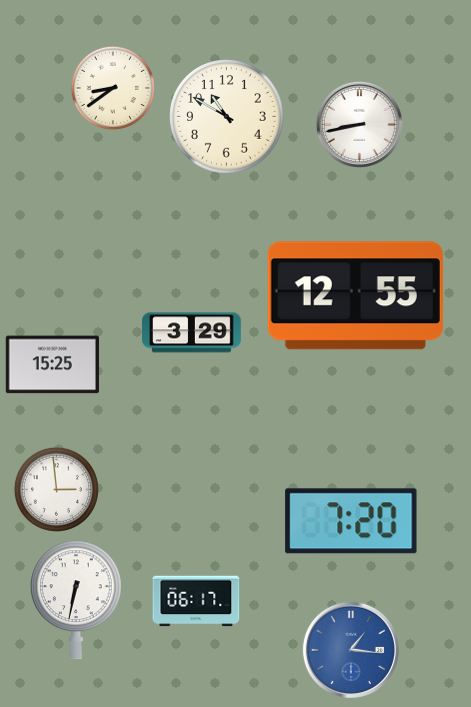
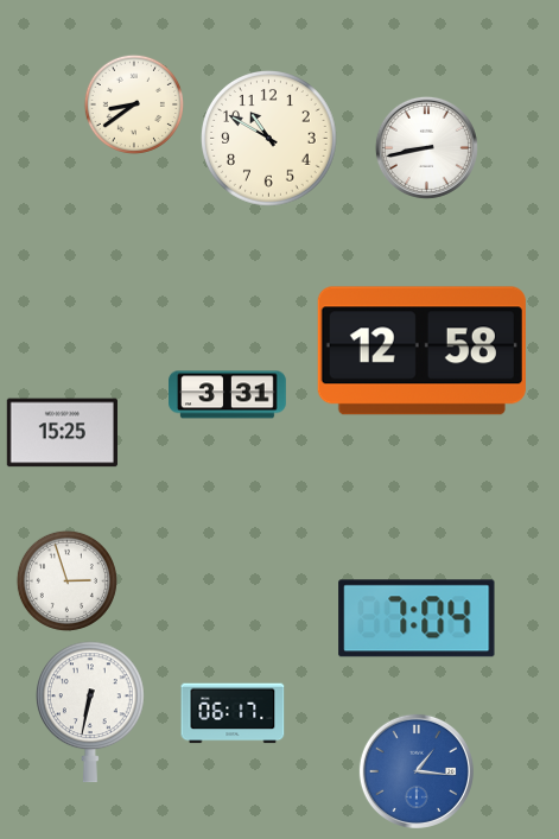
clock at (355, 296): 12:55 -> 12:58
clock at (192, 333): 3:29 -> 3:31
clock at (56, 489): 2:59 -> 2:57
clock at (351, 521): 7:20 -> 7:04
